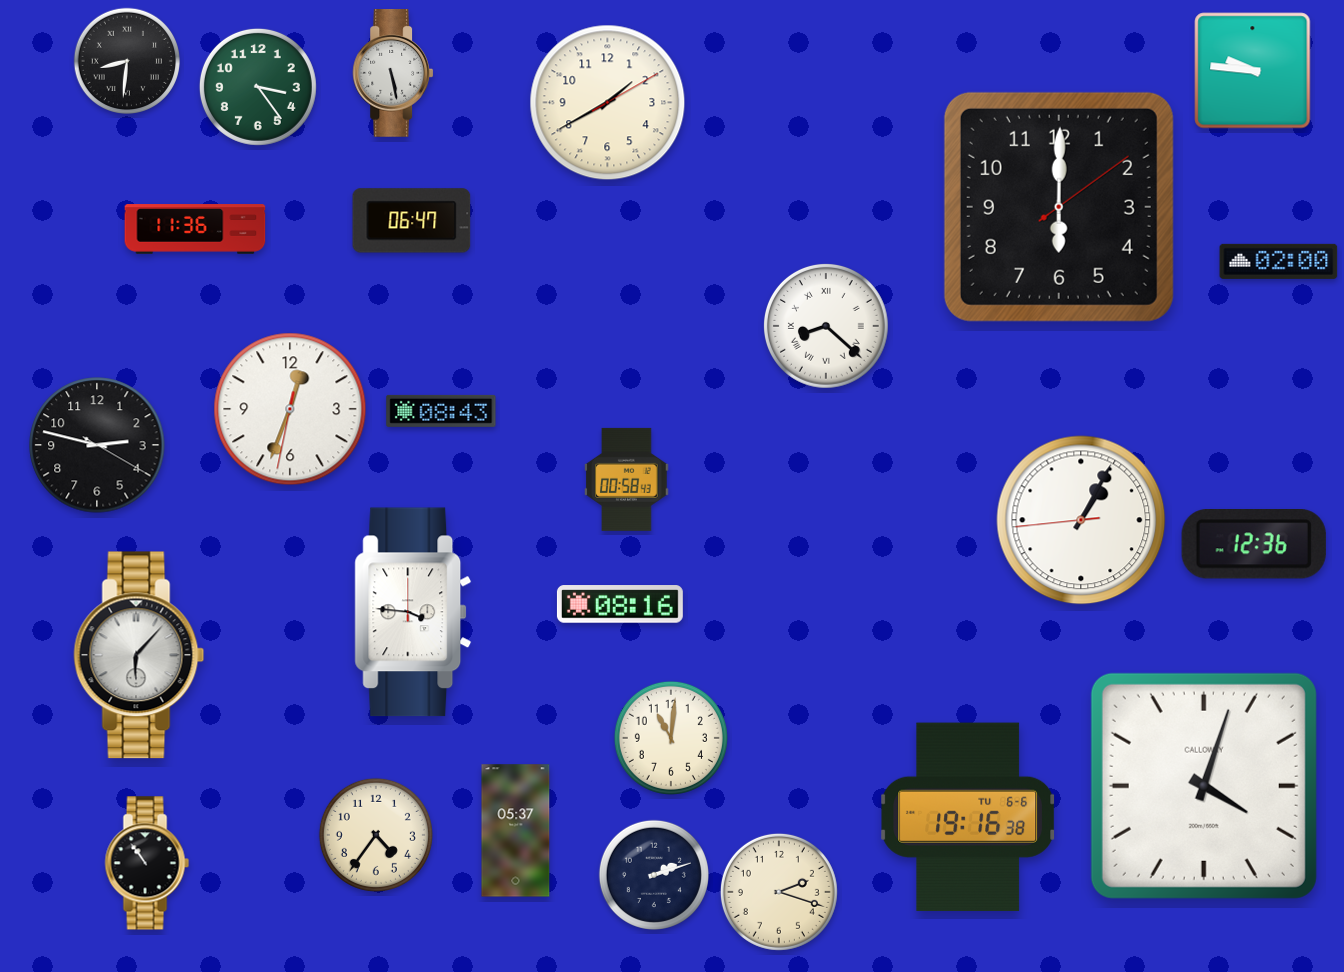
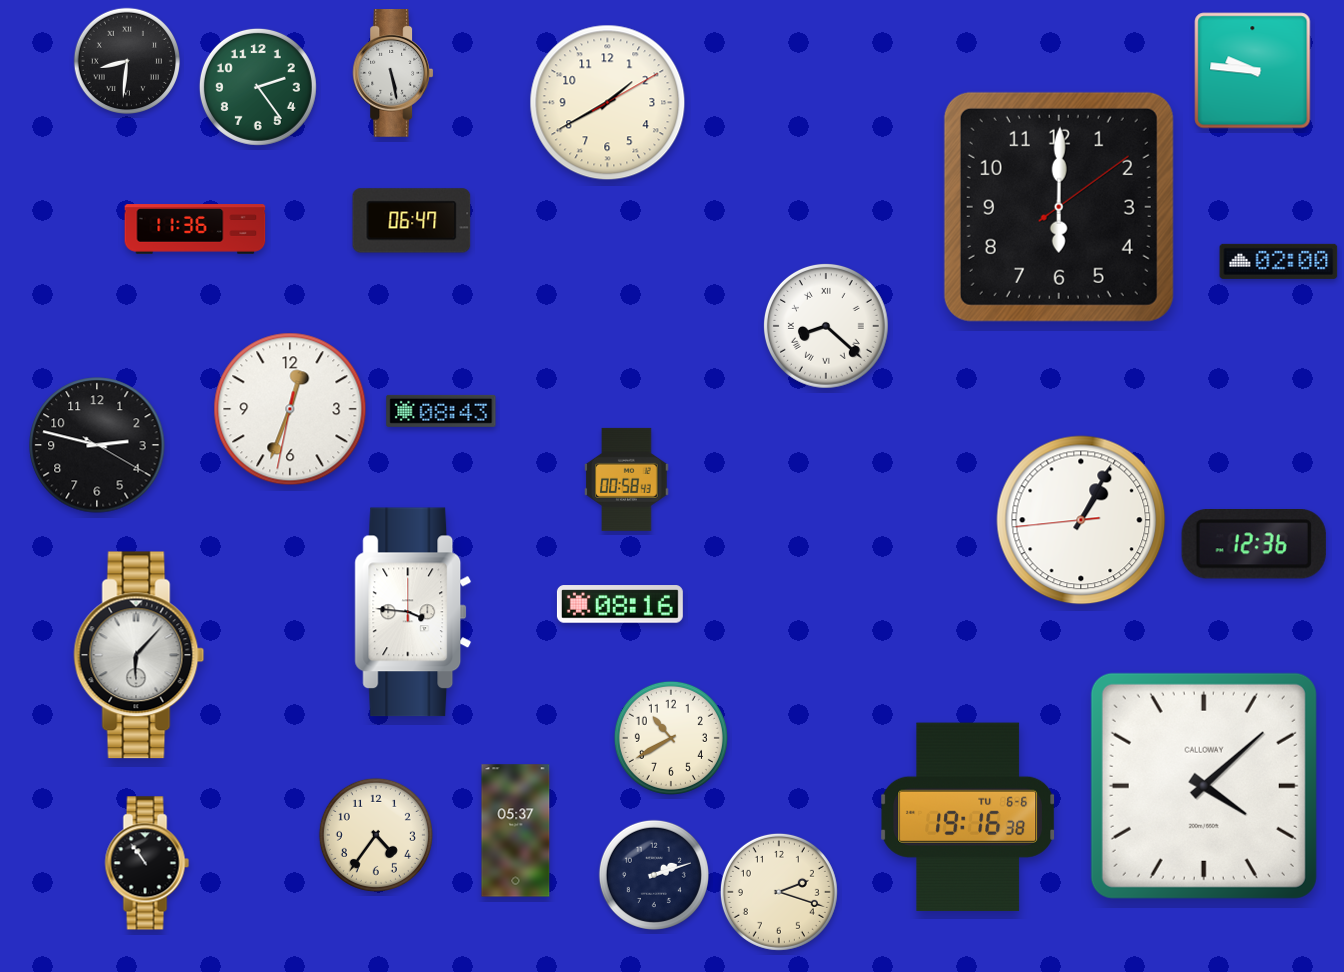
clock at (258, 87): 3:24 -> 2:24
clock at (671, 738): 11:01 -> 10:40
clock at (1204, 786): 4:03 -> 4:08
